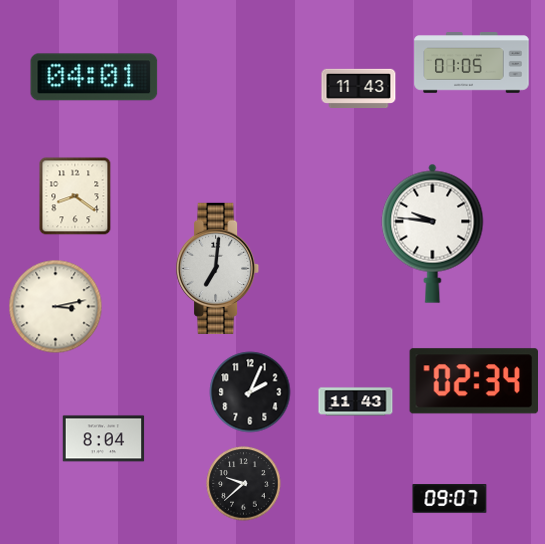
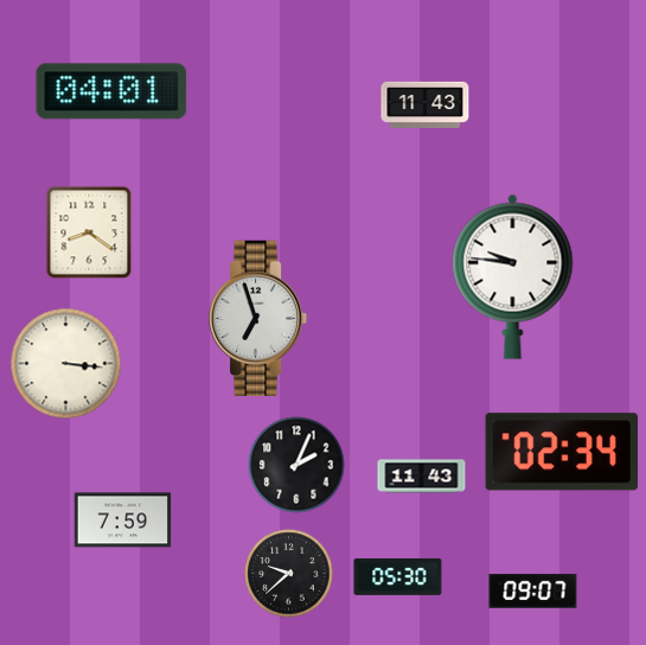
clock at (472, 63): 01:05 -> none
clock at (218, 268): 7:01 -> 6:57
clock at (56, 307): 3:13 -> 3:16
clock at (104, 439): 8:04 -> 7:59
clock at (398, 576): none -> 05:30
